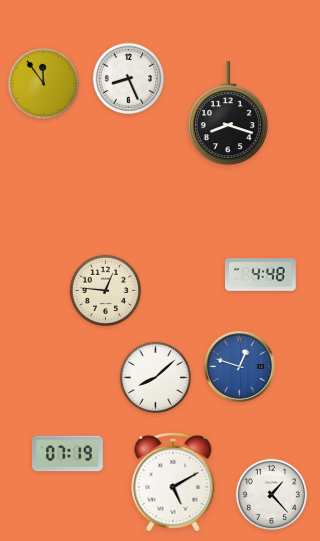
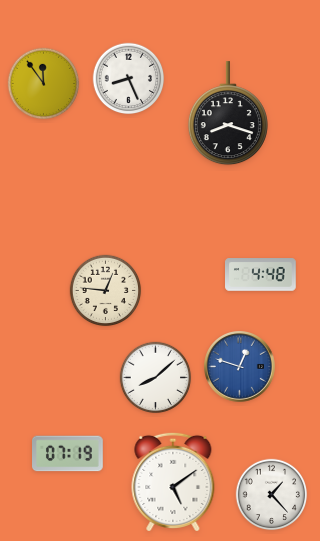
clock at (173, 481): 5:10 -> 5:09
